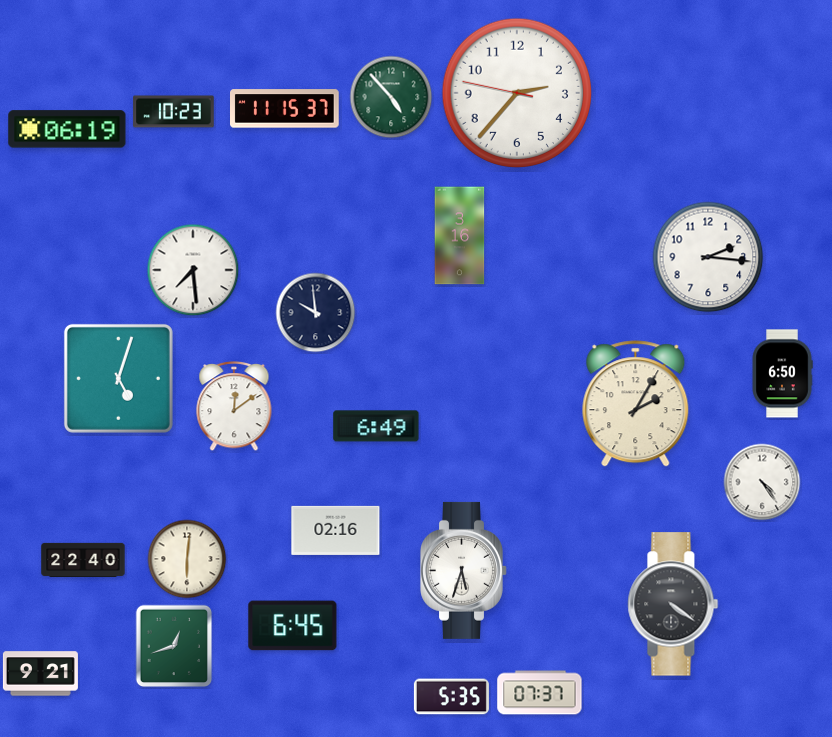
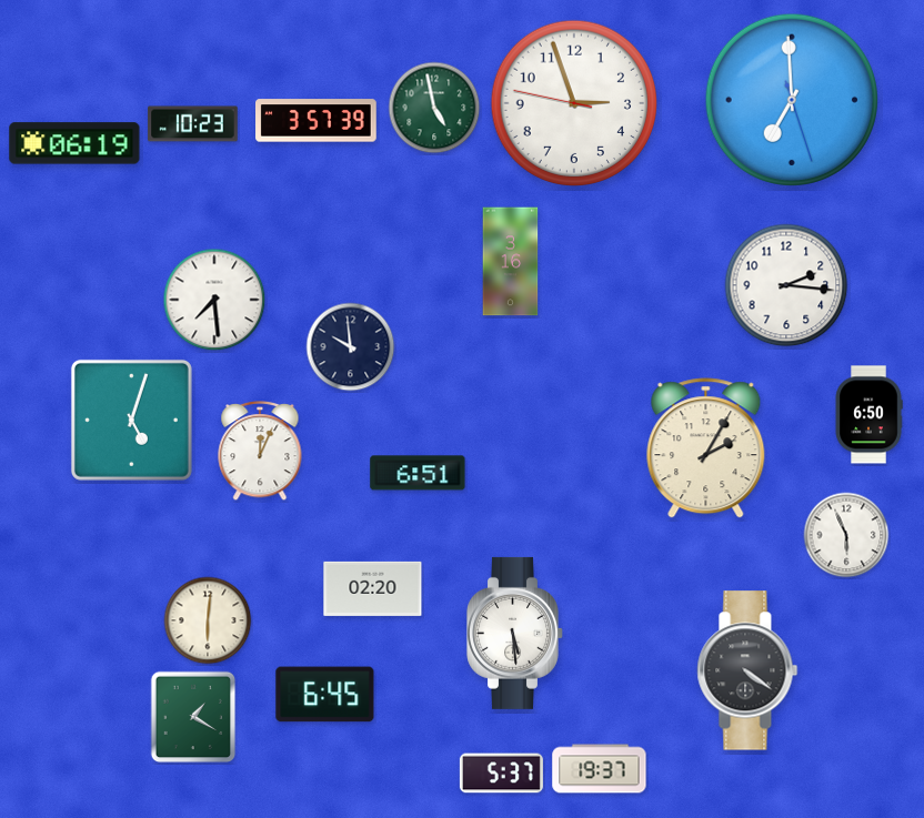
clock at (791, 99): none -> 6:59
clock at (517, 93): 2:36 -> 2:56
clock at (391, 97): 4:53 -> 4:58
clock at (285, 109): 11:15 -> 3:57
clock at (234, 407): 12:09 -> 12:04
clock at (376, 426): 6:49 -> 6:51
clock at (762, 482): 4:24 -> 5:56
clock at (336, 530): 02:16 -> 02:20
clock at (83, 560): 22:40 -> none
clock at (464, 570): 5:33 -> 5:29
clock at (174, 646): 12:42 -> 1:20
clock at (40, 674): 9:21 -> none
clock at (540, 693): 07:37 -> 19:37
clock at (451, 697): 5:35 -> 5:37
